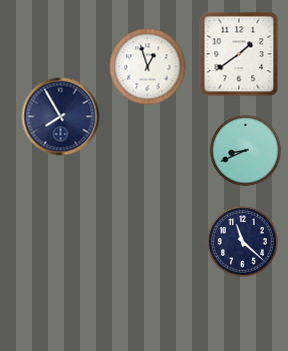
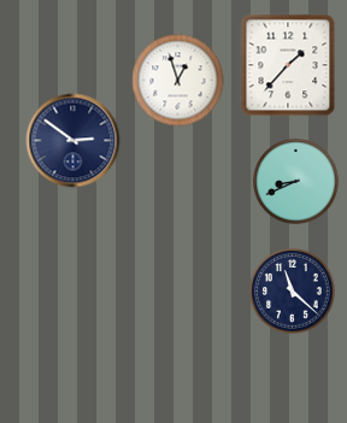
clock at (239, 54): 1:39 -> 1:37
clock at (61, 117): 7:55 -> 2:51
